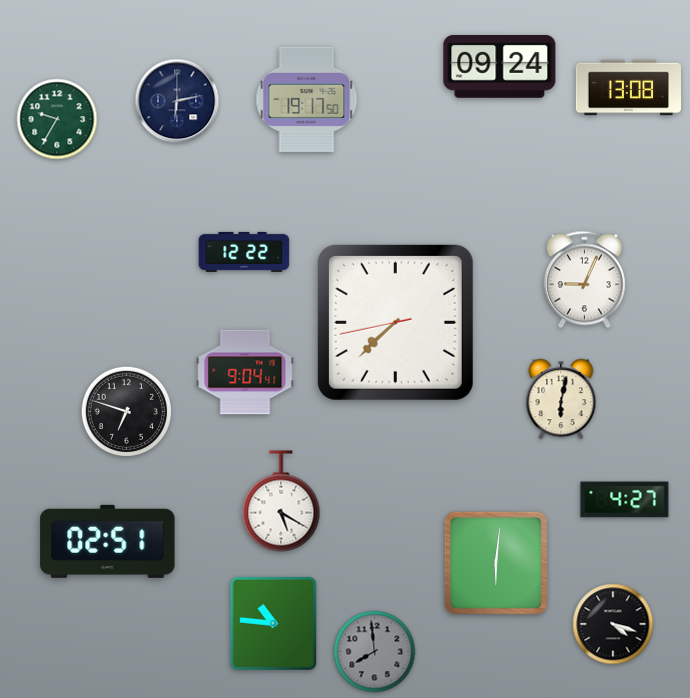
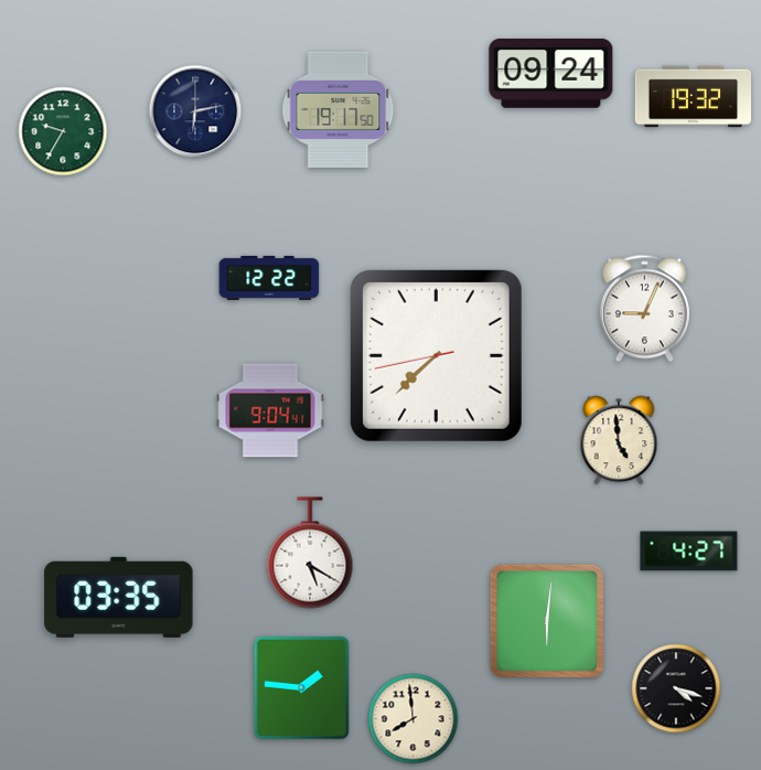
clock at (628, 88): 13:08 -> 19:32
clock at (561, 399): 6:02 -> 4:59
clock at (126, 411): 6:48 -> none
clock at (108, 541): 02:51 -> 03:35
clock at (273, 623): 10:46 -> 1:46
clock at (375, 652) dial: grey -> cream
